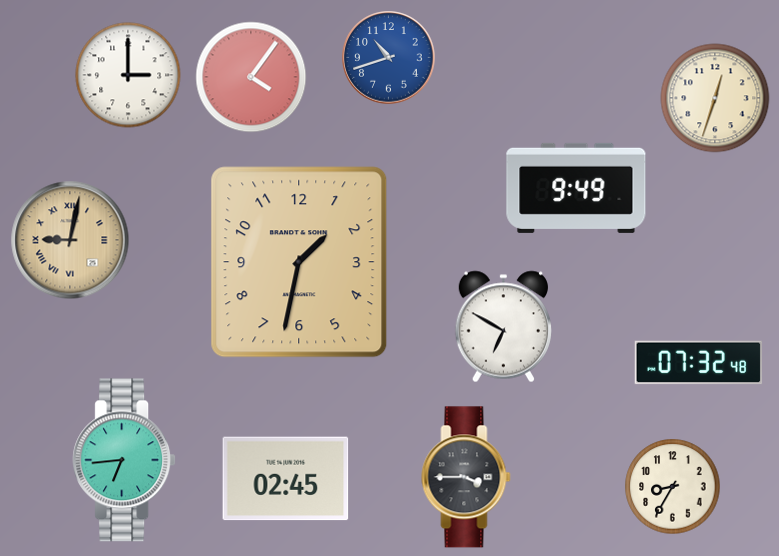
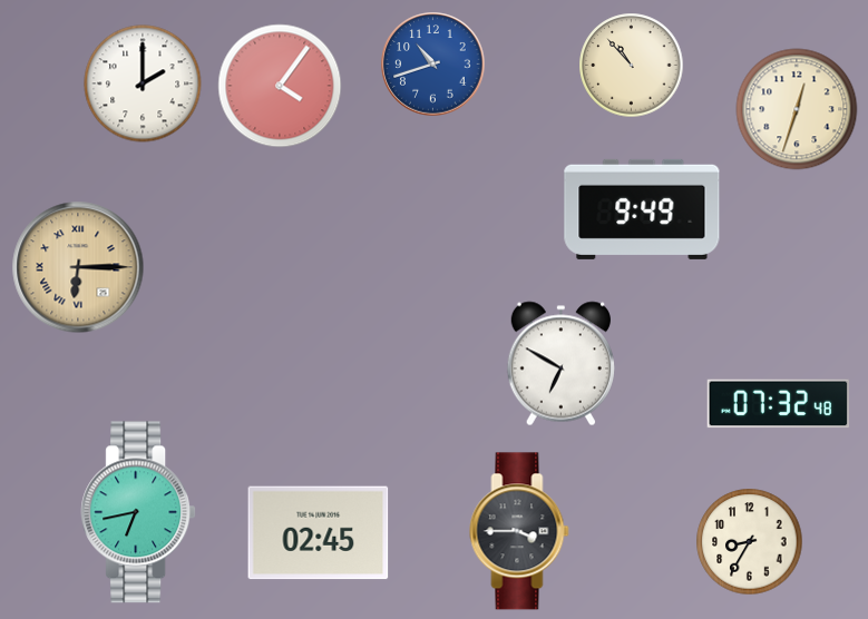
clock at (632, 66): none -> 10:53
clock at (128, 75): 3:00 -> 2:00
clock at (70, 240): 9:02 -> 6:15
clock at (299, 262): 1:32 -> none
clock at (124, 460): 6:44 -> 6:43
